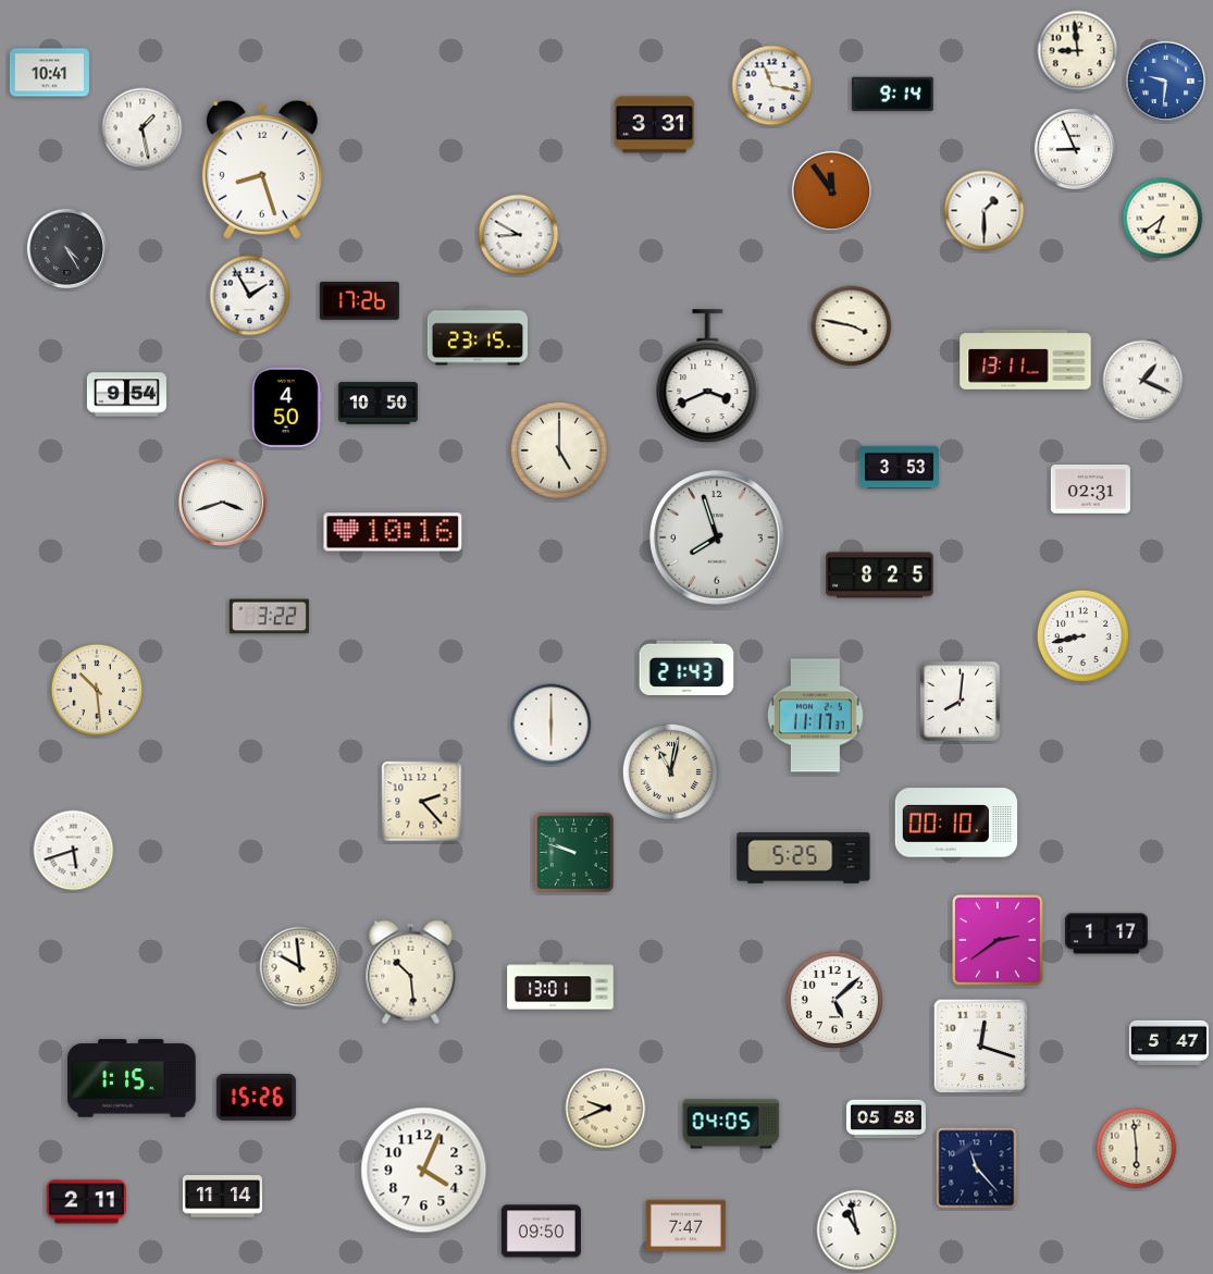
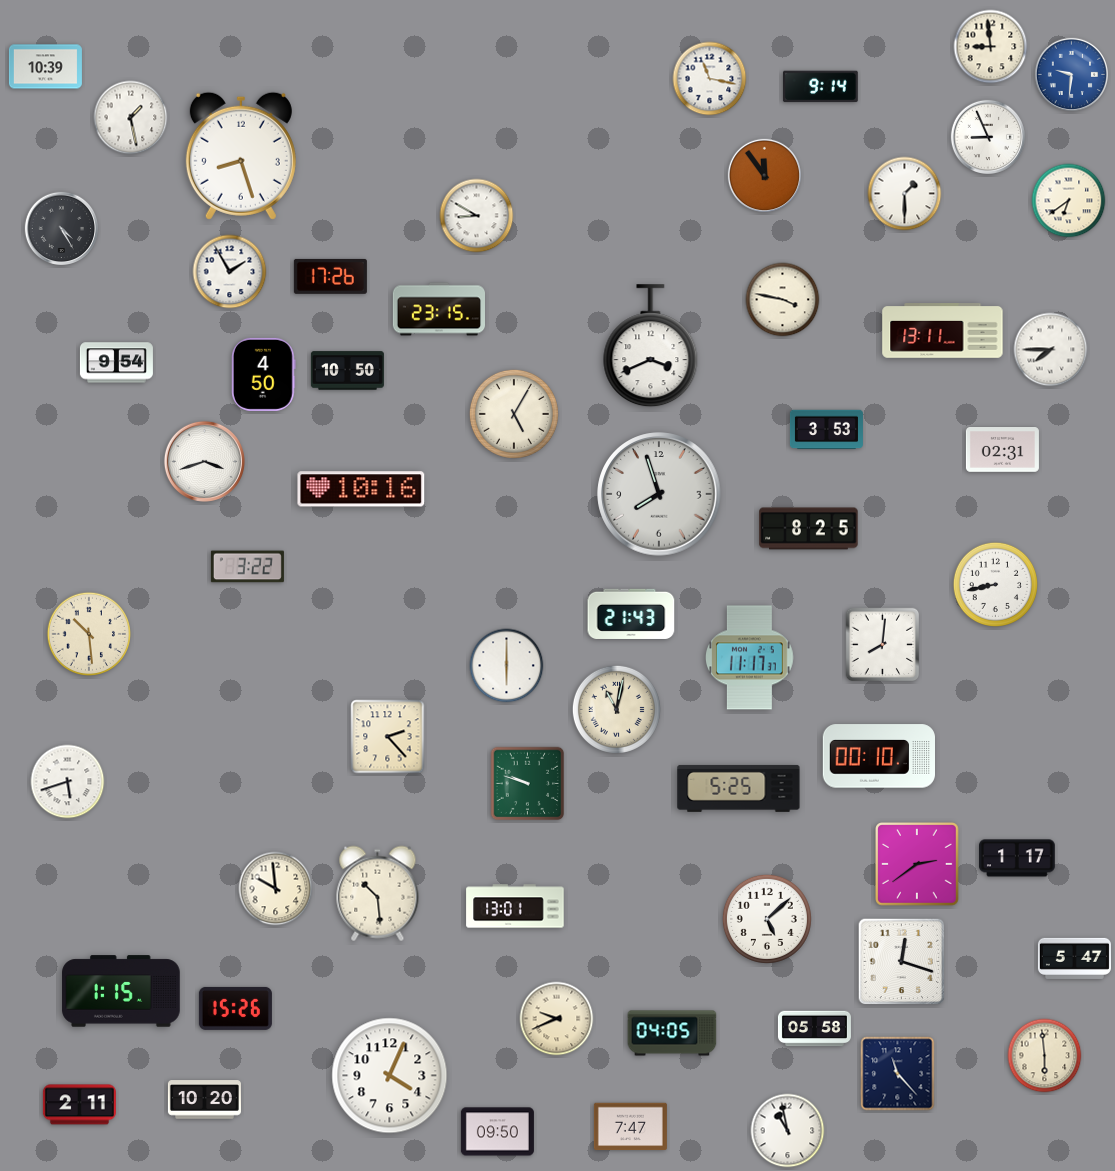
clock at (49, 73): 10:41 -> 10:39
clock at (654, 125): 3:31 -> none
clock at (1143, 381): 1:19 -> 7:45
clock at (559, 450): 5:00 -> 5:05
clock at (222, 1197): 11:14 -> 10:20
